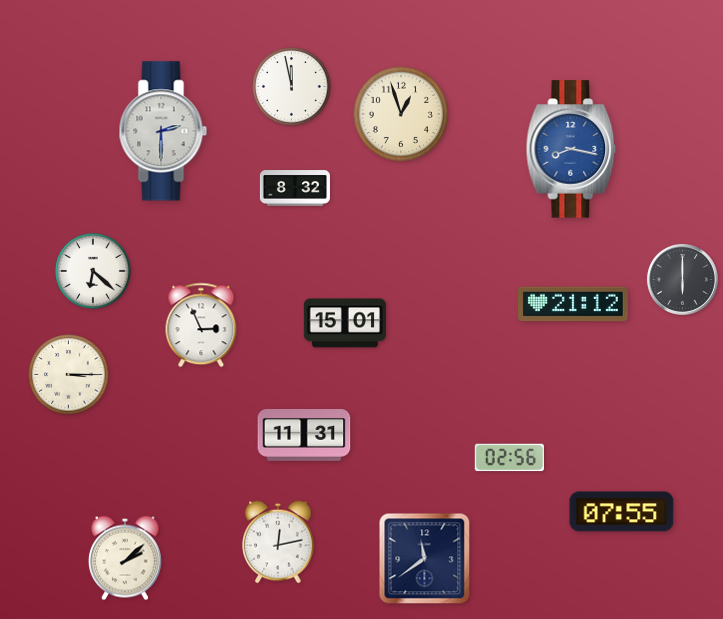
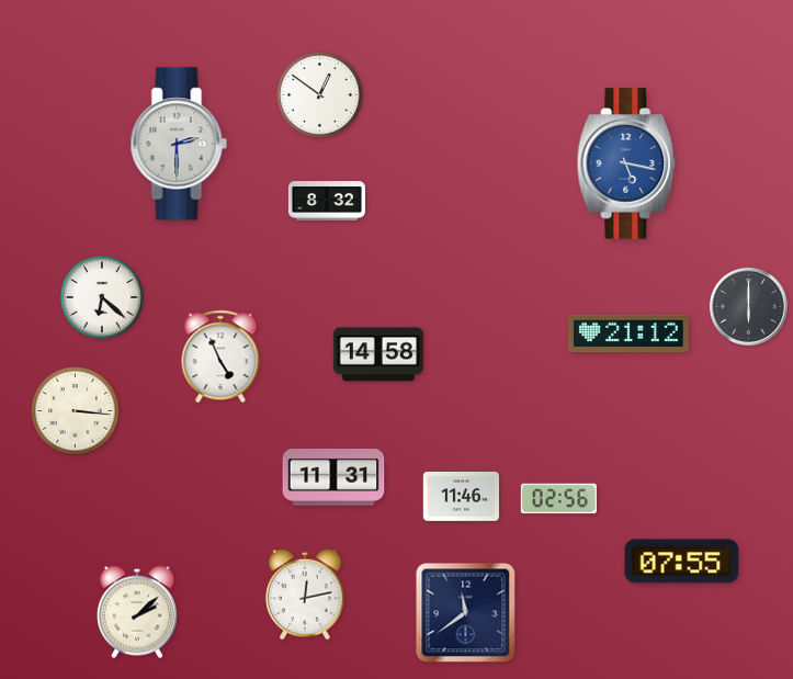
clock at (292, 87): 11:58 -> 12:51
clock at (401, 114): 12:57 -> none
clock at (571, 149): 8:17 -> 5:17
clock at (295, 188) position: (295, 188) -> (327, 201)
clock at (344, 323): 15:01 -> 14:58
clock at (201, 325): 2:56 -> 4:56
clock at (69, 375): 3:15 -> 3:16
clock at (462, 496): none -> 11:46
clock at (509, 458) position: (509, 458) -> (558, 499)
